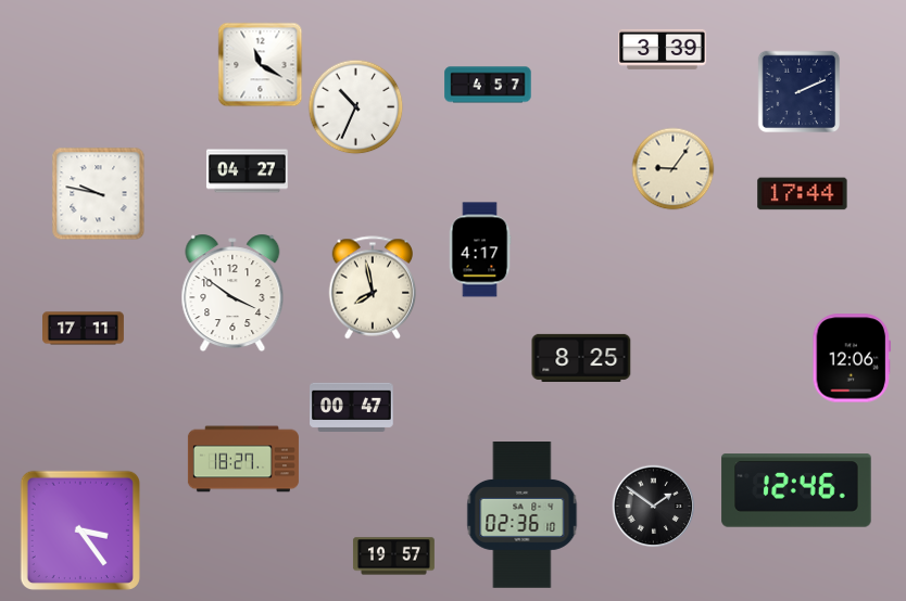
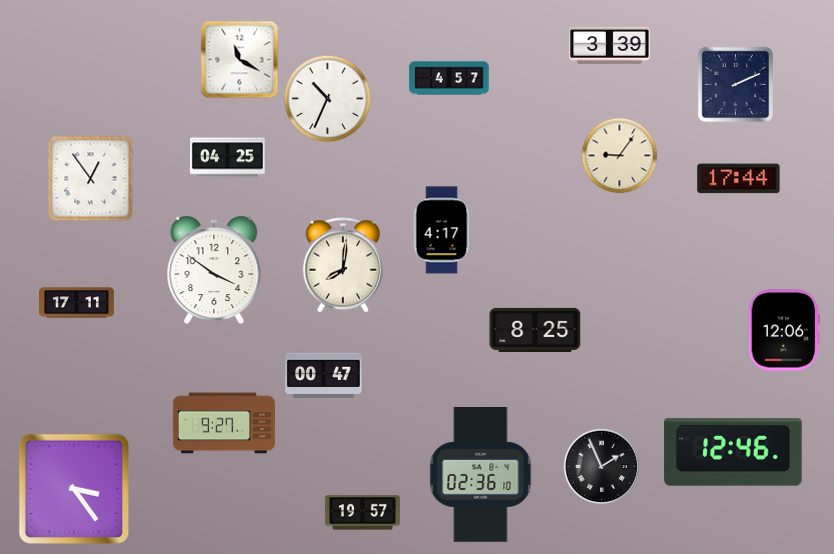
clock at (247, 171): 04:27 -> 04:25
clock at (99, 194): 9:47 -> 12:54
clock at (373, 287): 7:58 -> 8:01
clock at (243, 459): 18:27 -> 9:27
clock at (654, 507): 1:51 -> 1:56
